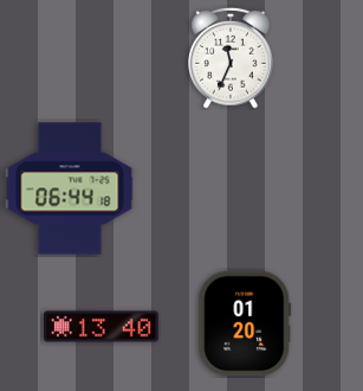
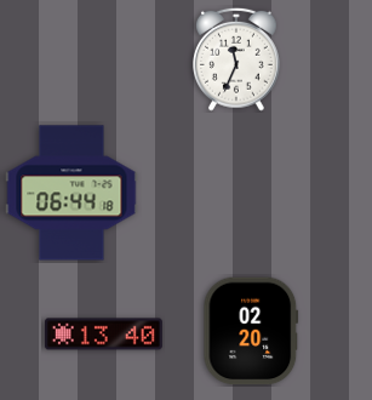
clock at (245, 323): 01:20 -> 02:20
